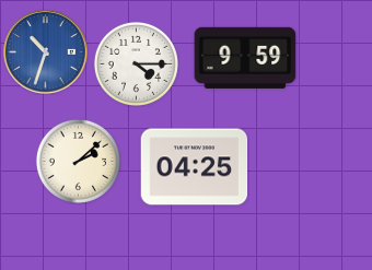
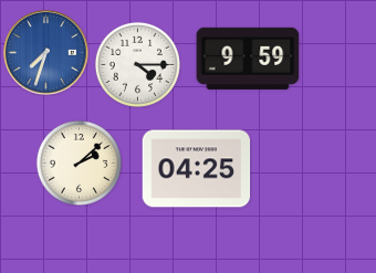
clock at (46, 52): 10:33 -> 7:33
